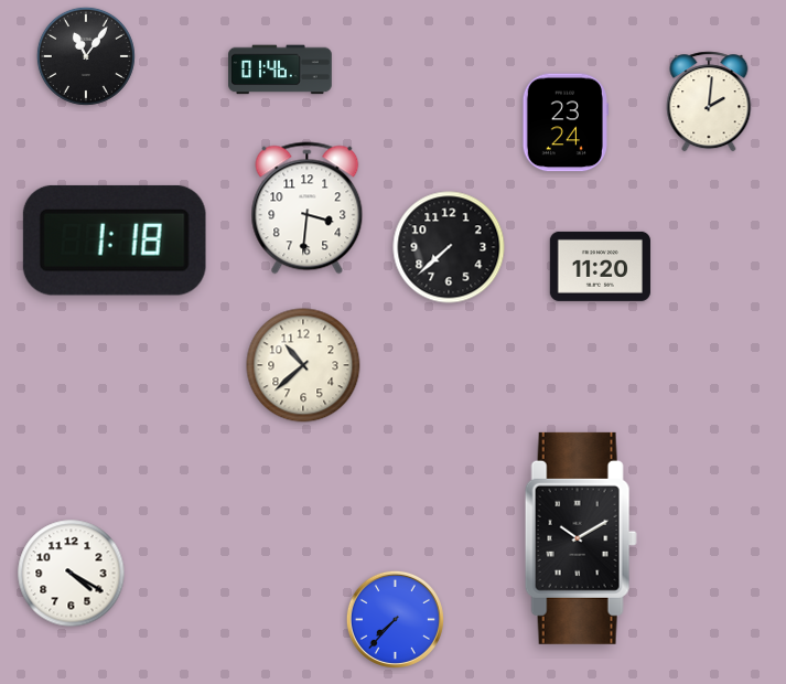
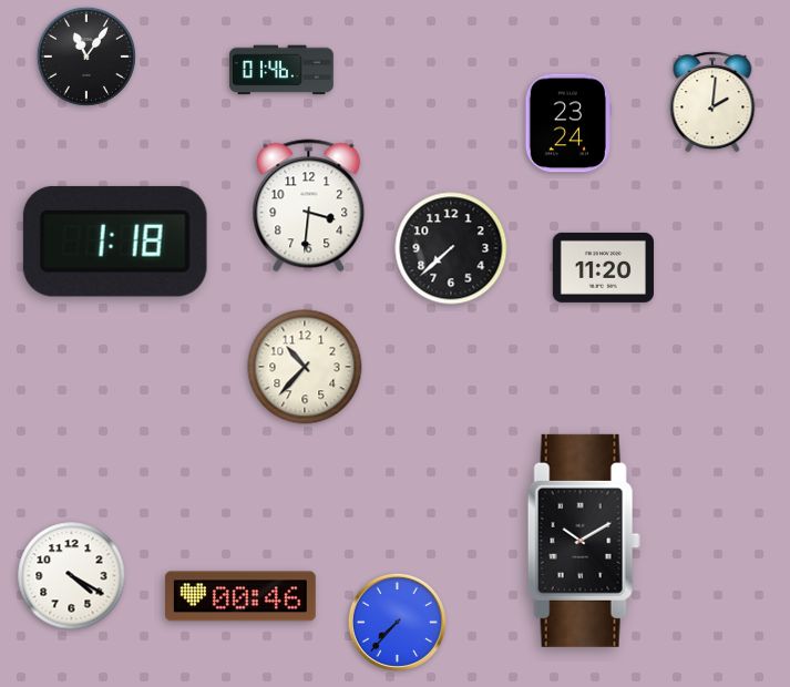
clock at (308, 209) position: (308, 209) -> (309, 206)
clock at (303, 365): 10:38 -> 10:37
clock at (240, 596): none -> 00:46
